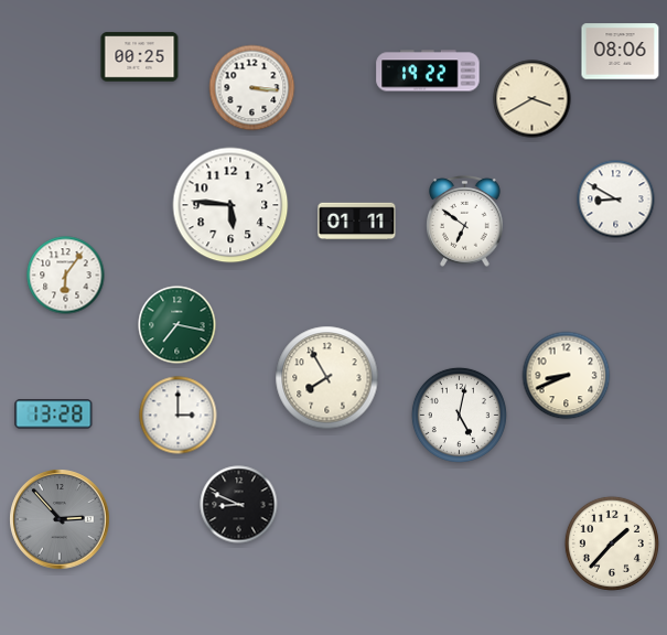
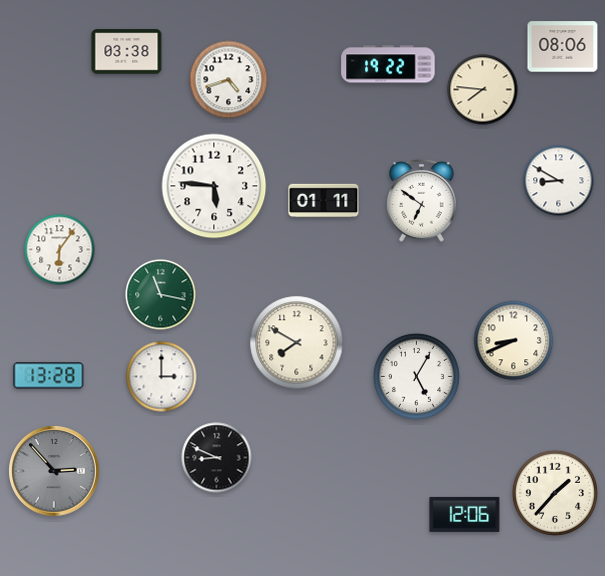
clock at (140, 57): 00:25 -> 03:38
clock at (252, 88): 3:16 -> 4:42
clock at (532, 99): 3:40 -> 7:46
clock at (230, 205) position: (230, 205) -> (214, 186)
clock at (177, 325): 7:17 -> 11:17
clock at (327, 378): 7:55 -> 7:50
clock at (459, 415): 5:02 -> 5:05
clock at (465, 514): none -> 12:06
